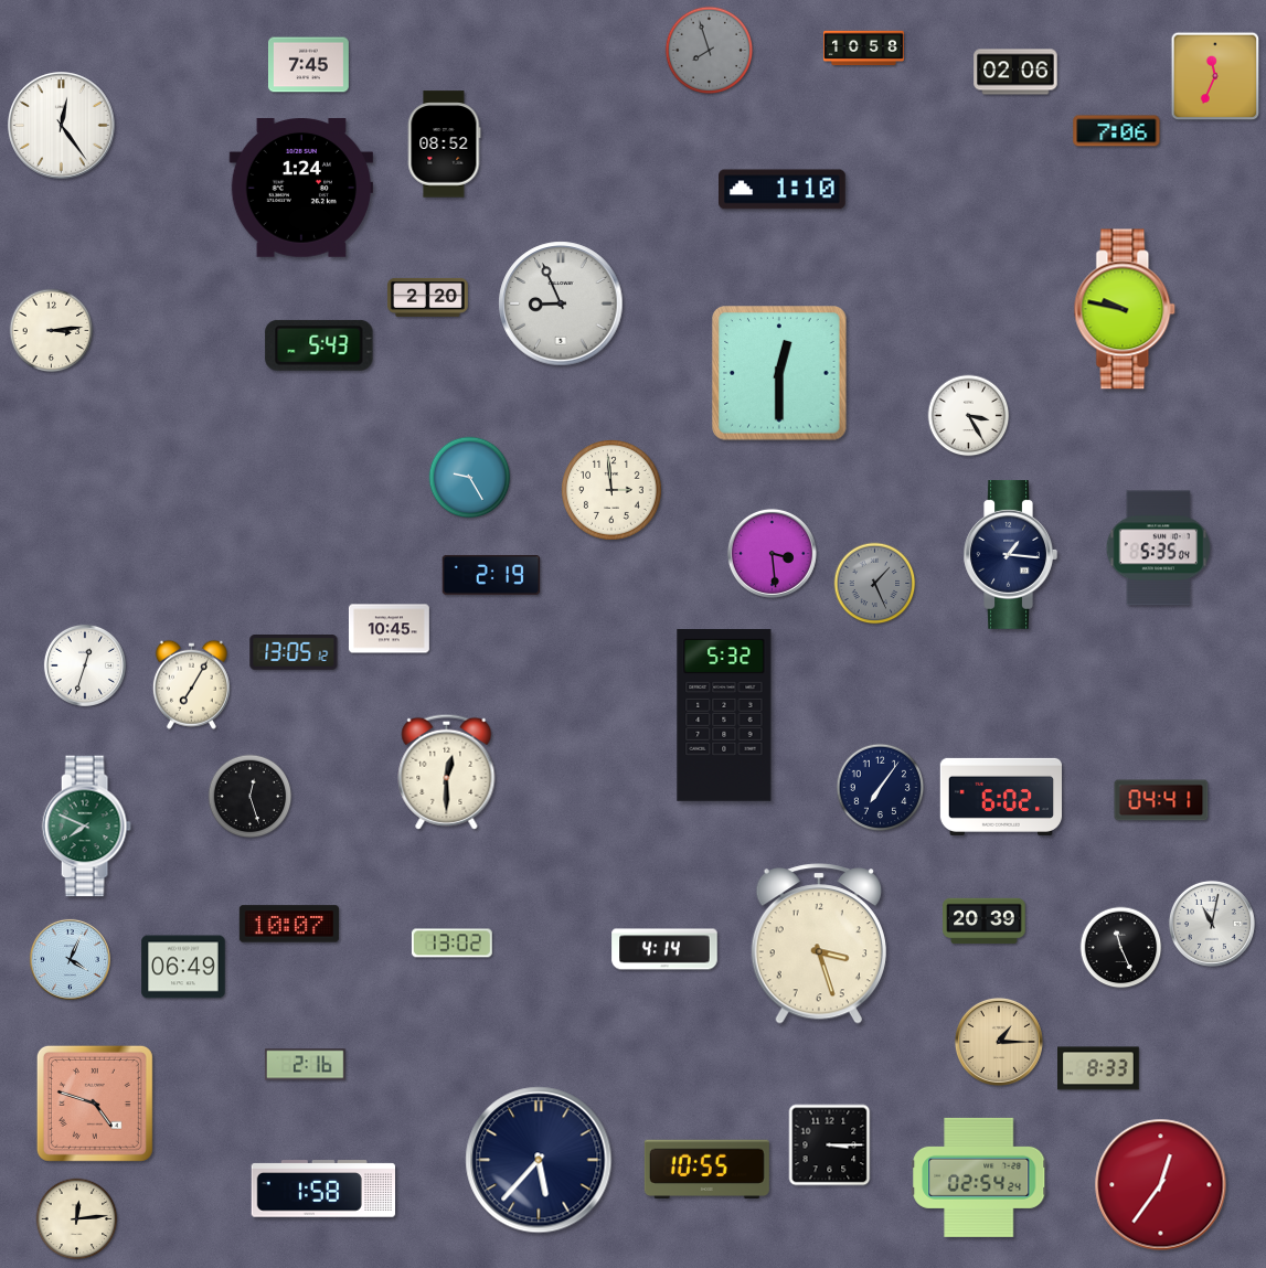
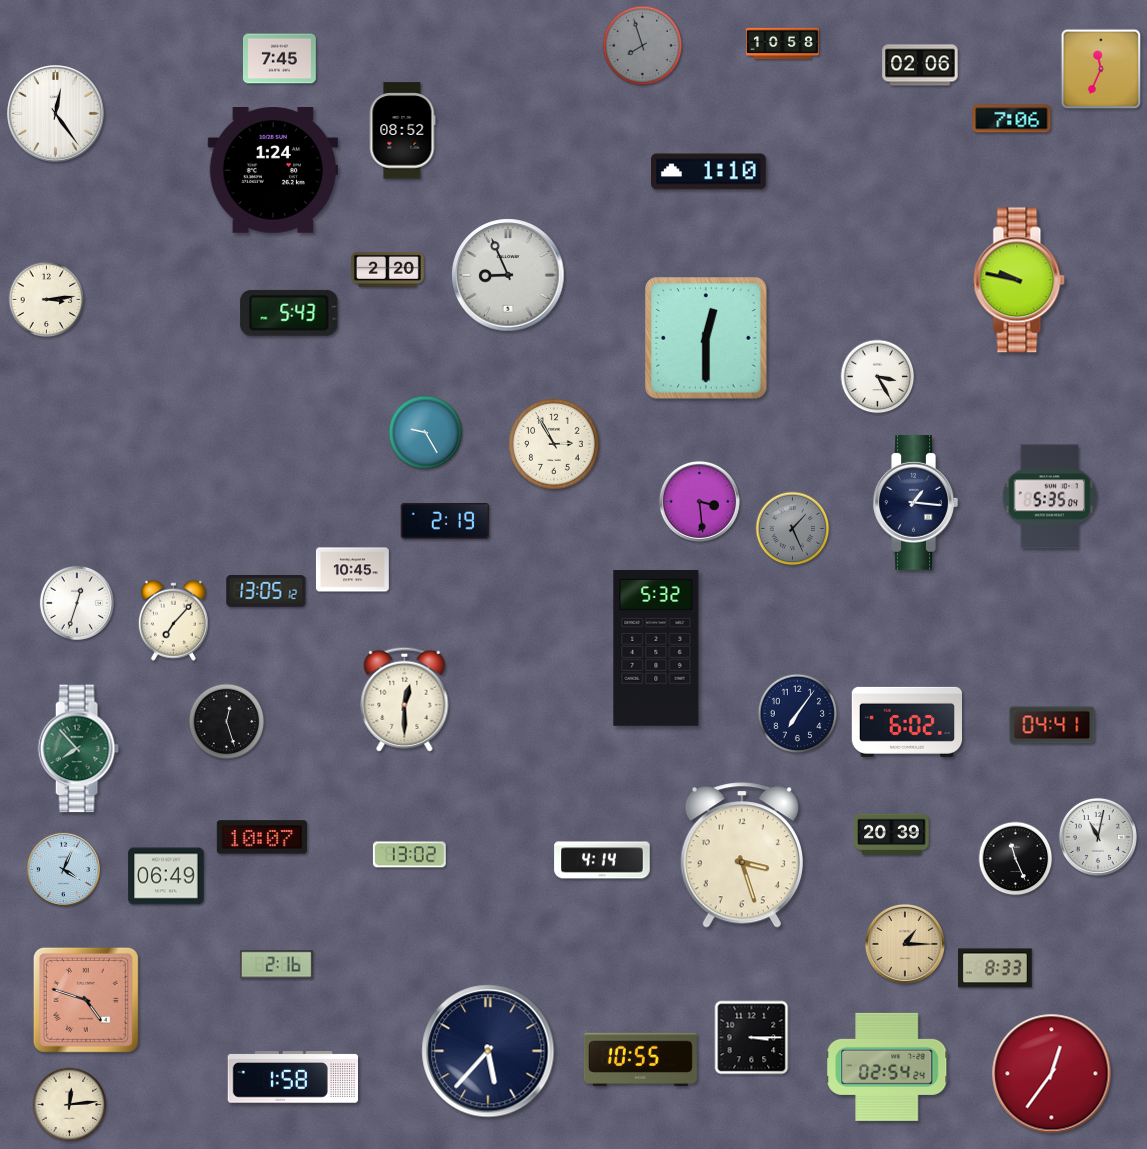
clock at (613, 491): 2:59 -> 2:55
clock at (191, 684): 7:05 -> 7:07
clock at (86, 827): 7:49 -> 7:53
